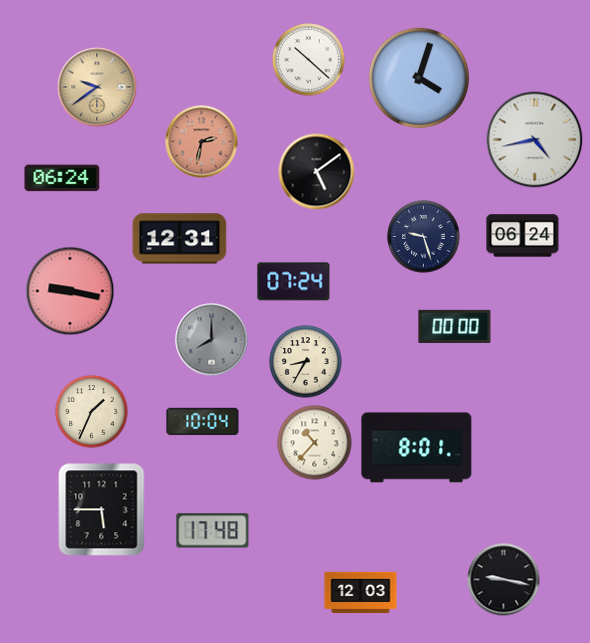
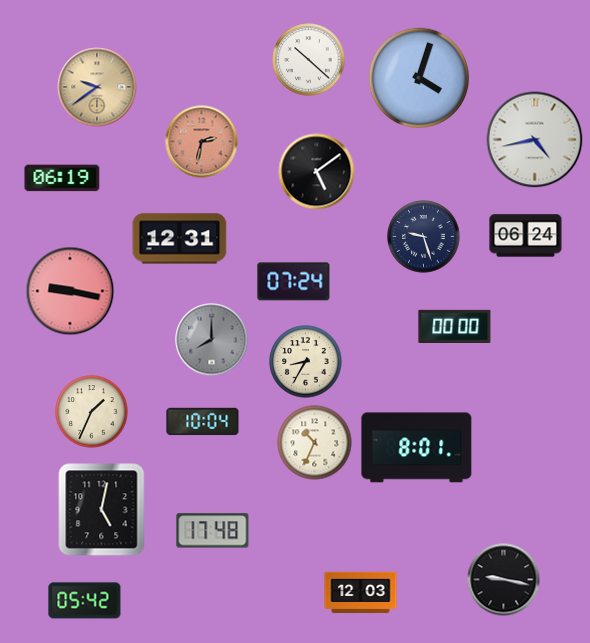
clock at (62, 178): 06:24 -> 06:19
clock at (523, 236) position: (523, 236) -> (526, 236)
clock at (315, 443): 10:37 -> 10:34
clock at (102, 510): 5:45 -> 5:02
clock at (85, 601): none -> 05:42
